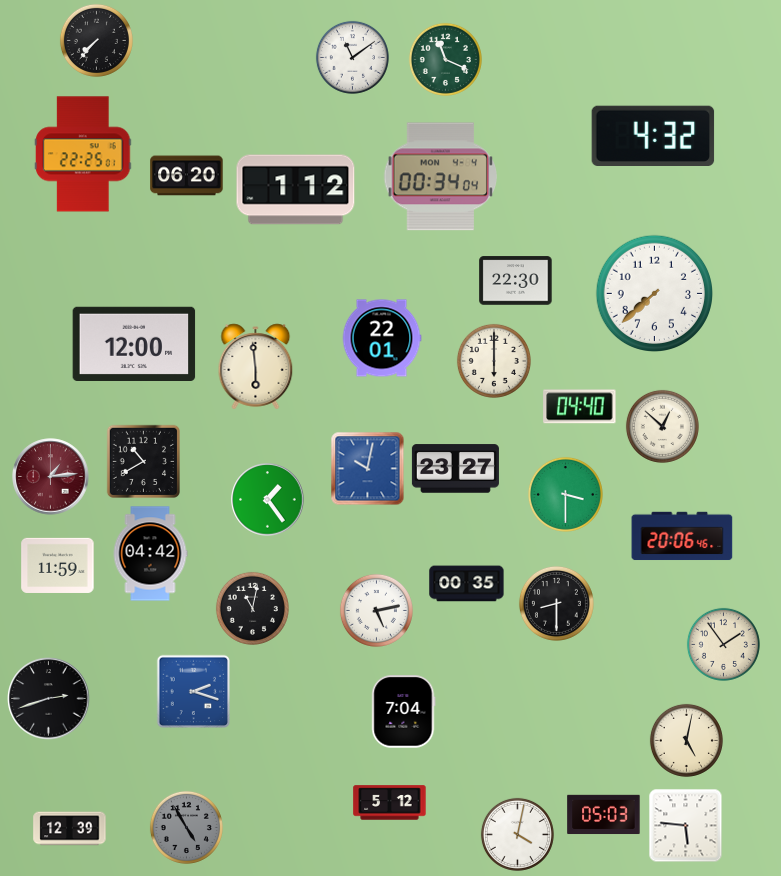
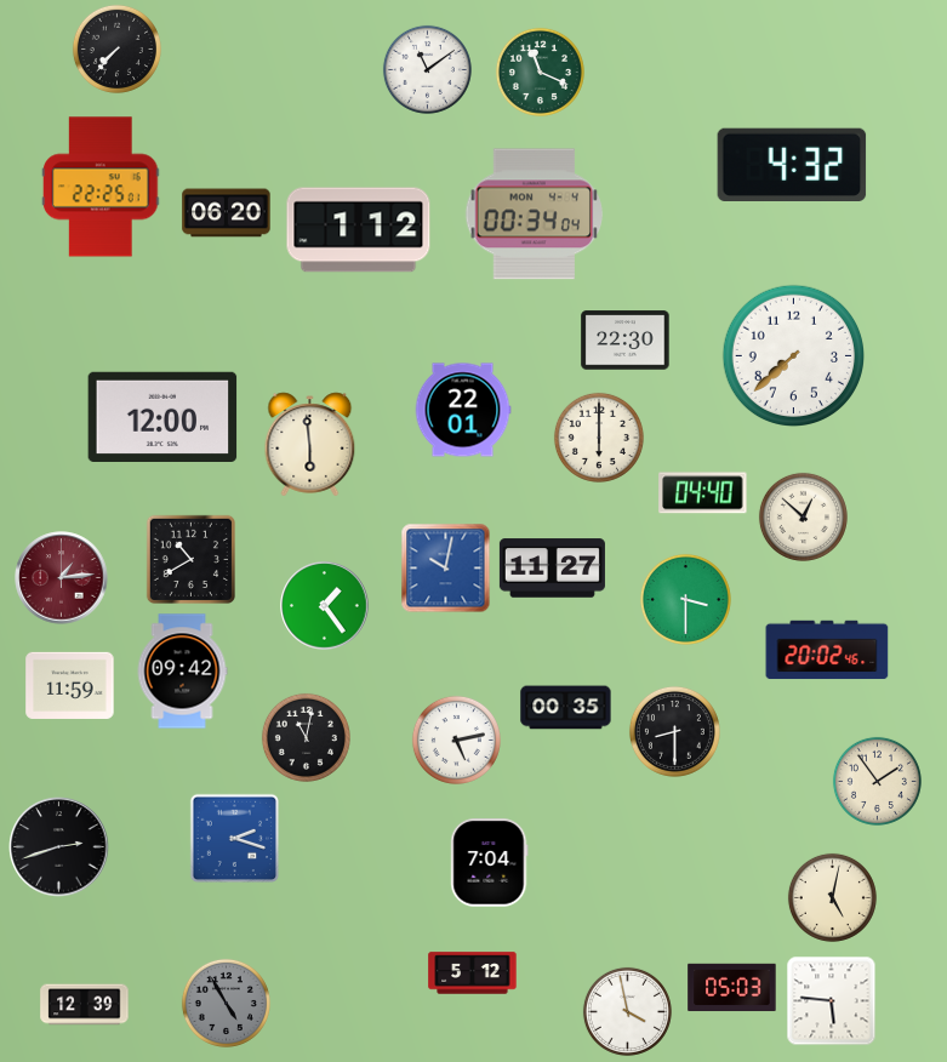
clock at (143, 461) position: (143, 461) -> (190, 559)
clock at (455, 469): 23:27 -> 11:27
clock at (682, 536): 20:06 -> 20:02
clock at (150, 554): 04:42 -> 09:42
clock at (517, 834): 4:02 -> 3:58
